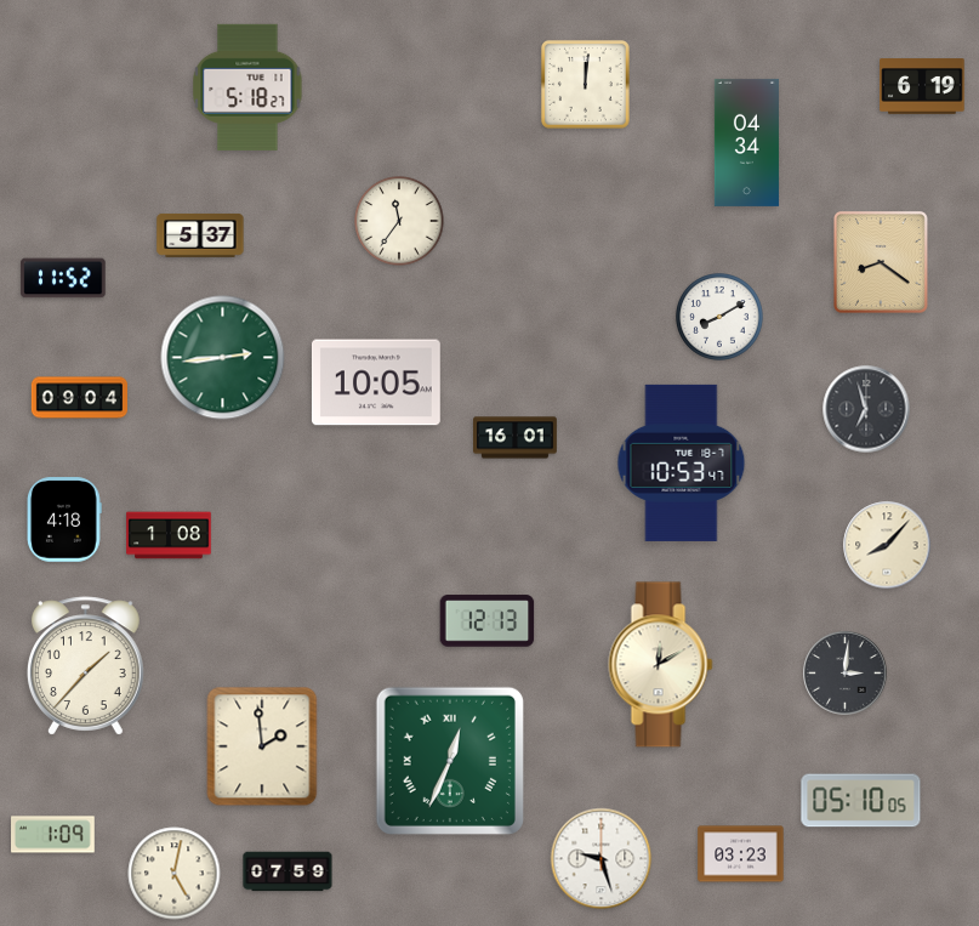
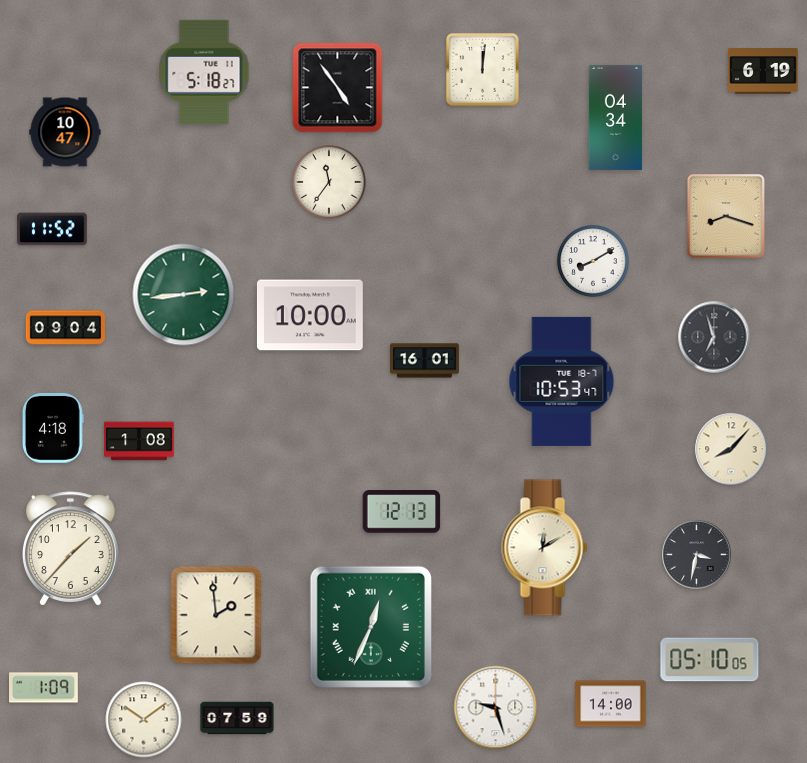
clock at (922, 86) position: (922, 86) -> (763, 71)
clock at (338, 88): none -> 4:54
clock at (65, 132): none -> 10:47
clock at (200, 235): 5:37 -> none
clock at (882, 263): 8:21 -> 8:18
clock at (376, 382): 10:05 -> 10:00
clock at (846, 674): 3:01 -> 3:32
clock at (741, 854): 03:23 -> 14:00
clock at (175, 874): 5:02 -> 10:09
